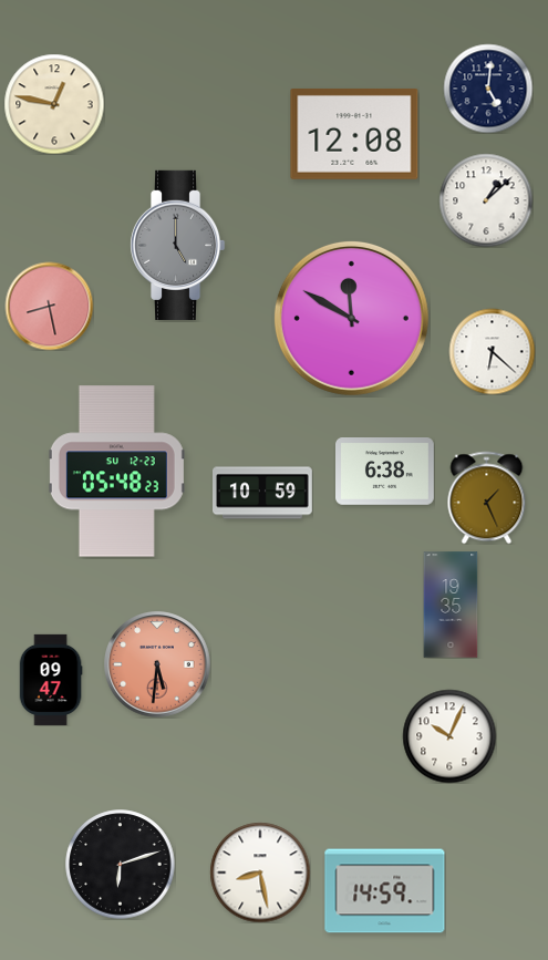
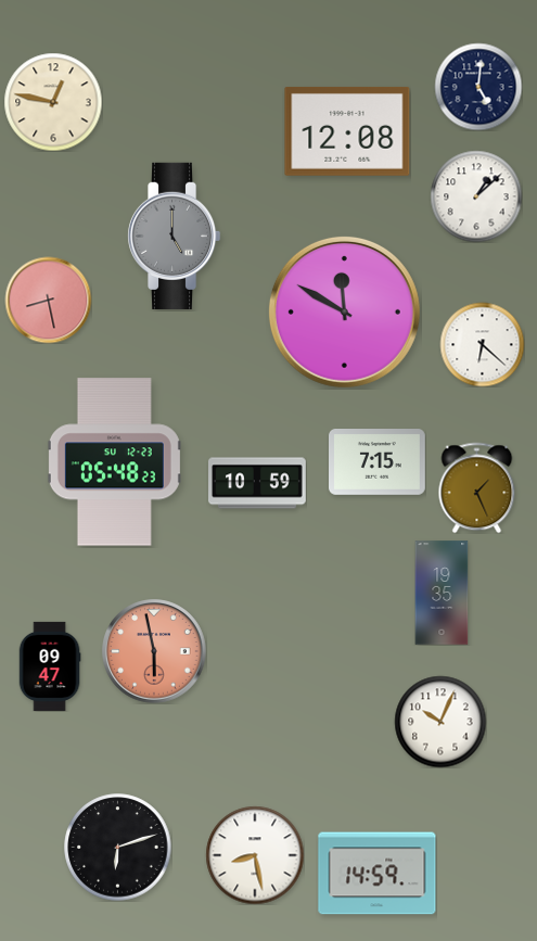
clock at (177, 245) position: (177, 245) -> (174, 236)
clock at (385, 472): 6:38 -> 7:15
clock at (157, 664): 5:31 -> 5:58
